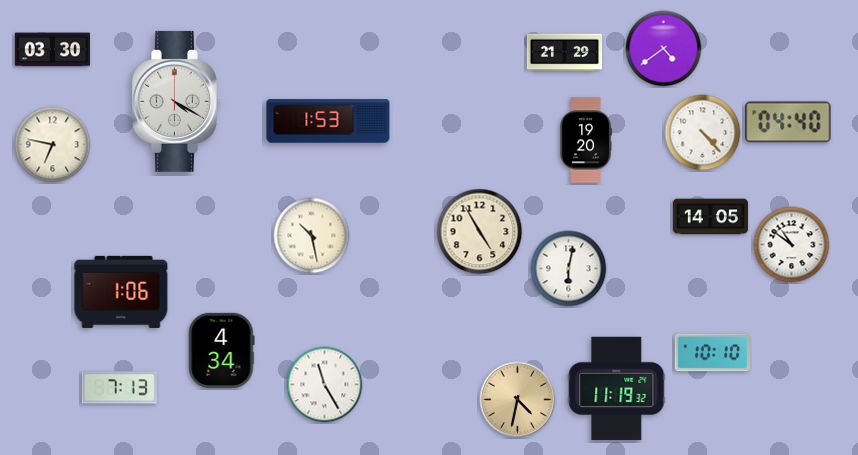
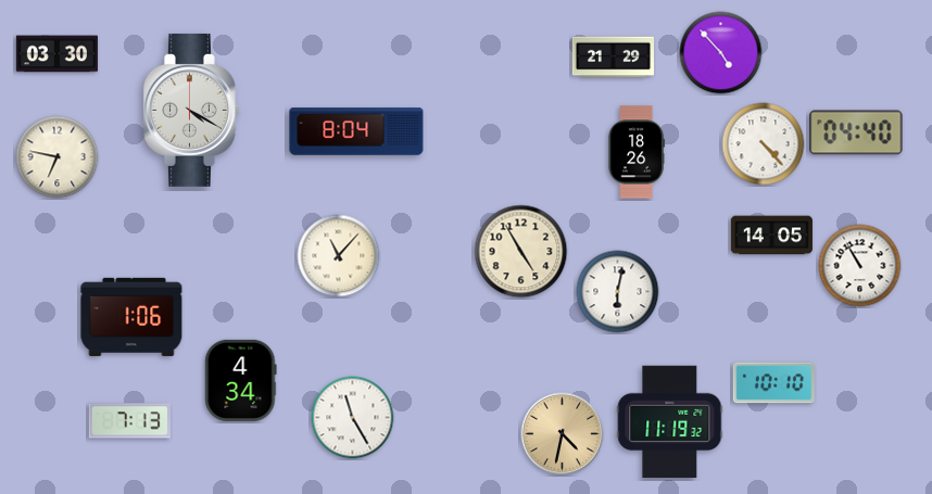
clock at (664, 49): 4:39 -> 4:53
clock at (328, 121): 1:53 -> 8:04
clock at (586, 140): 19:20 -> 18:26
clock at (312, 236): 10:28 -> 11:07
clock at (792, 245): 10:51 -> 10:55
